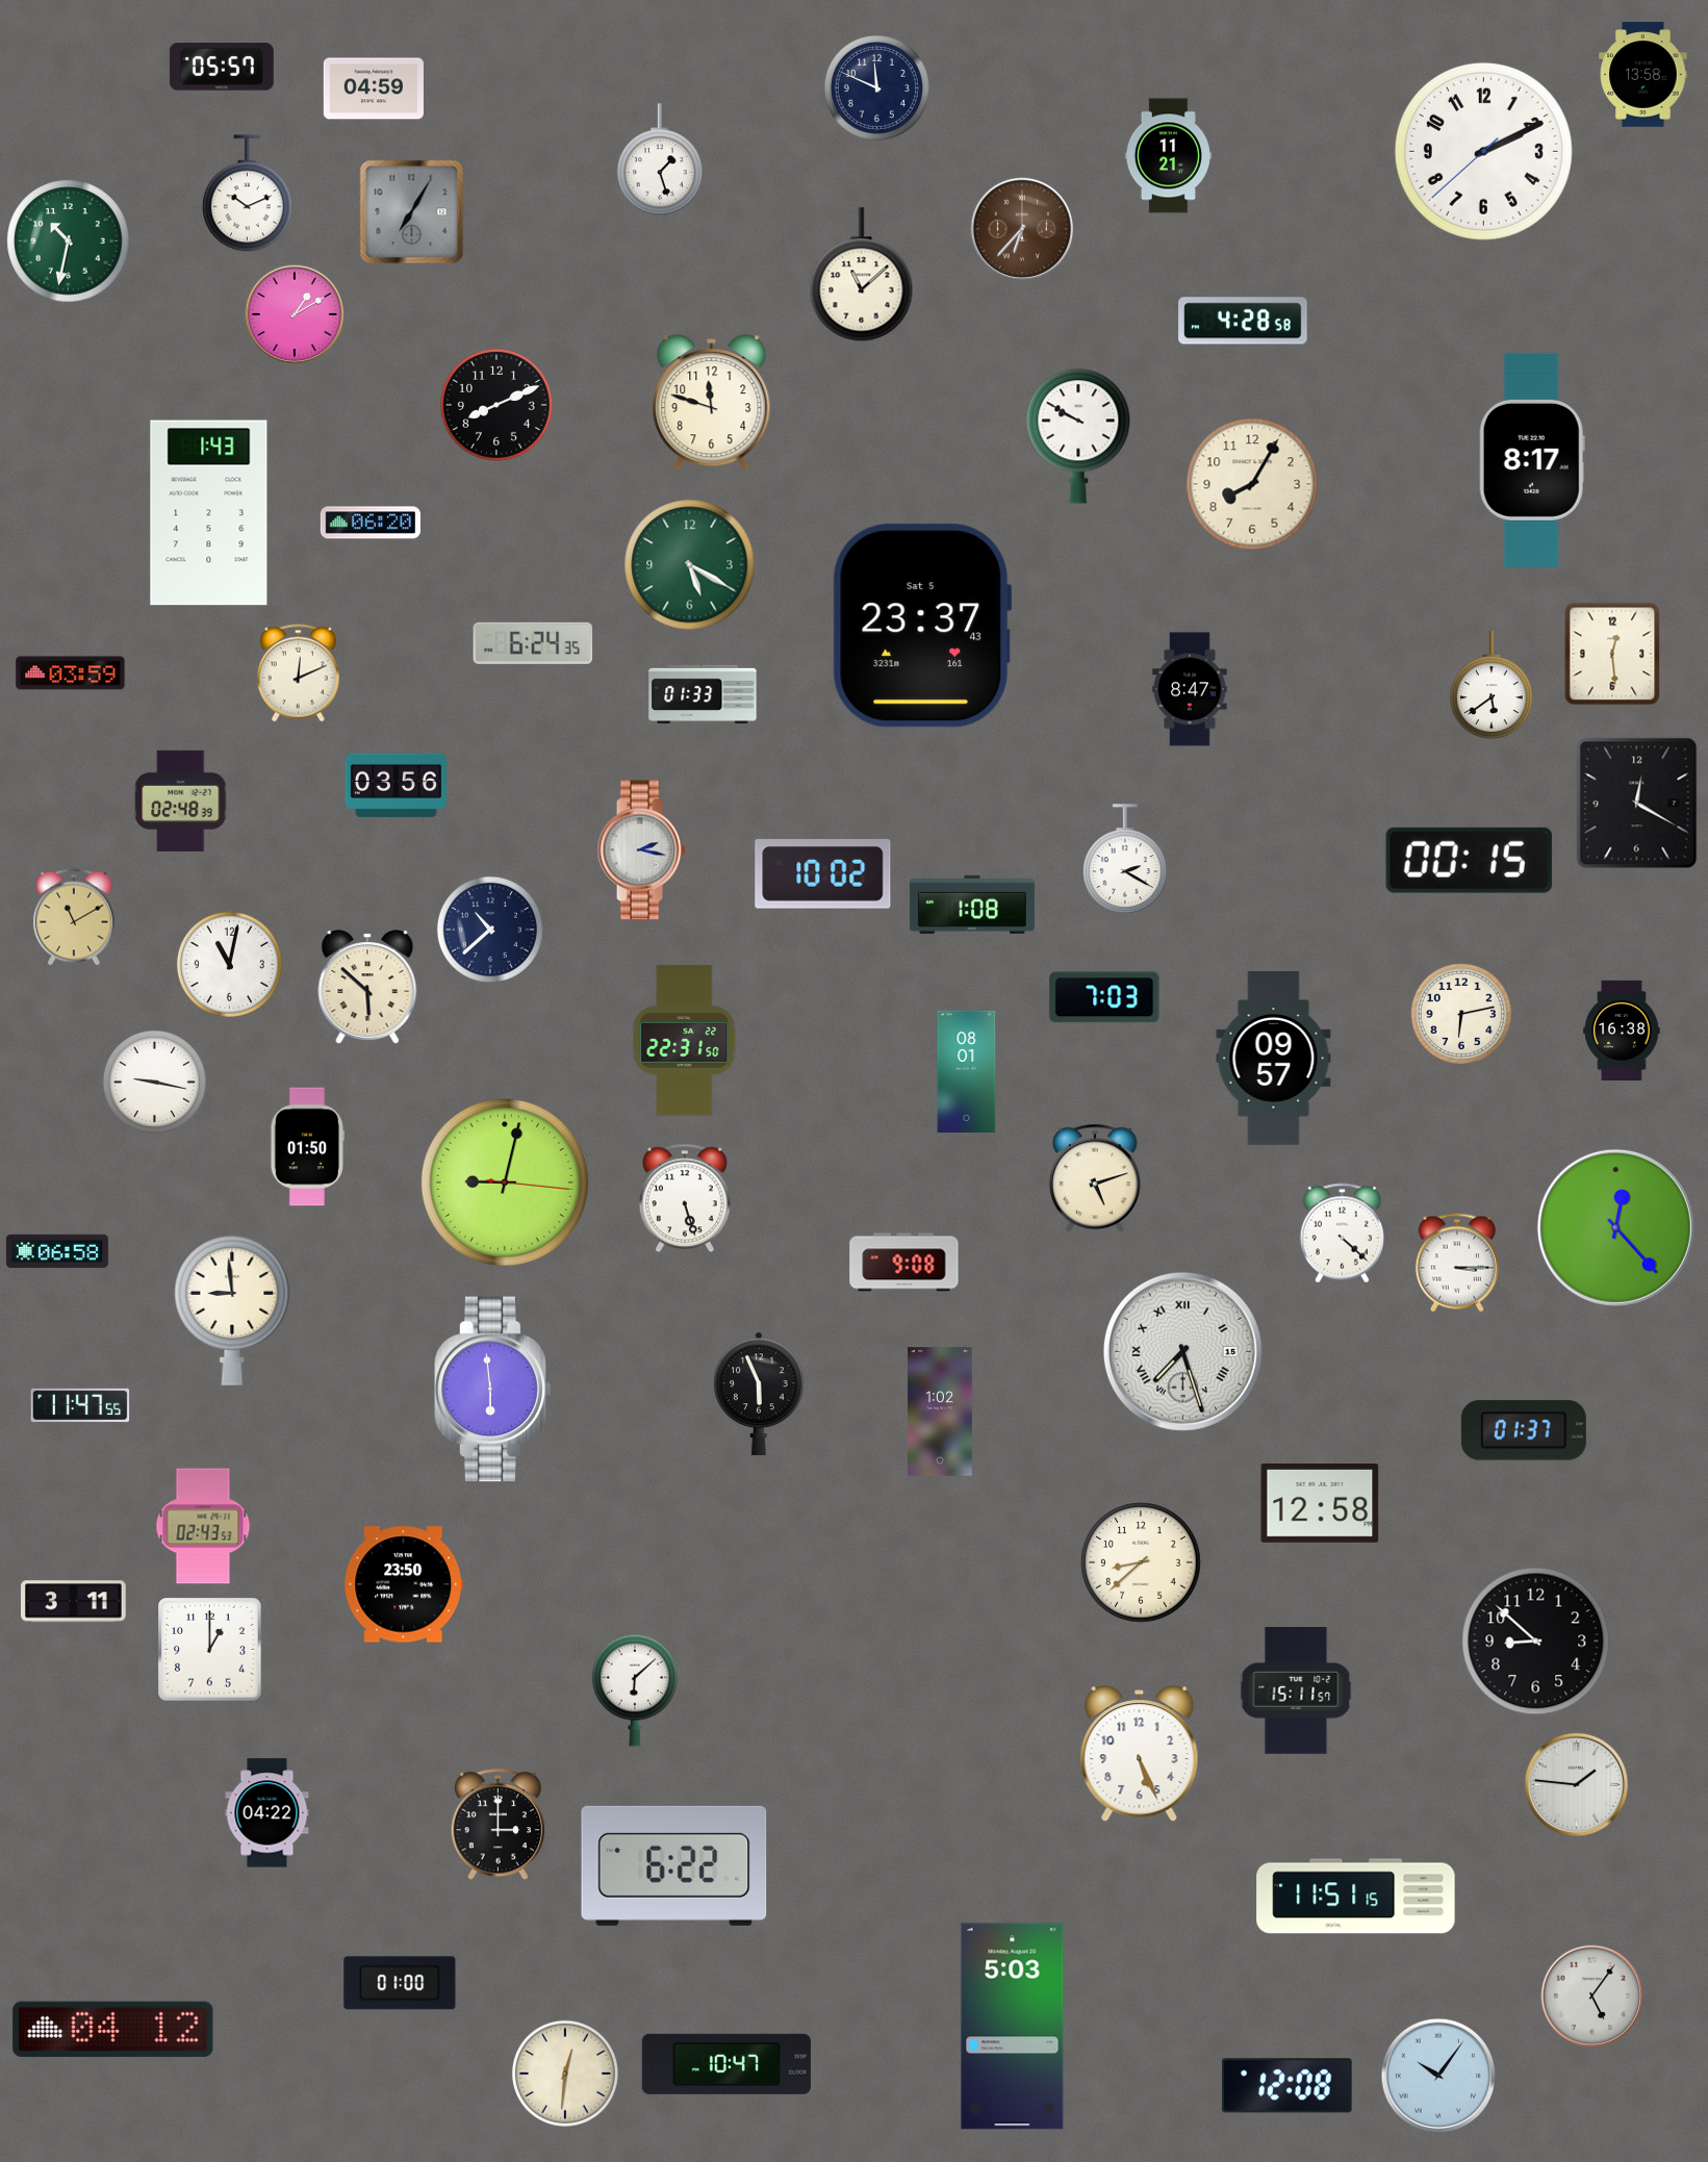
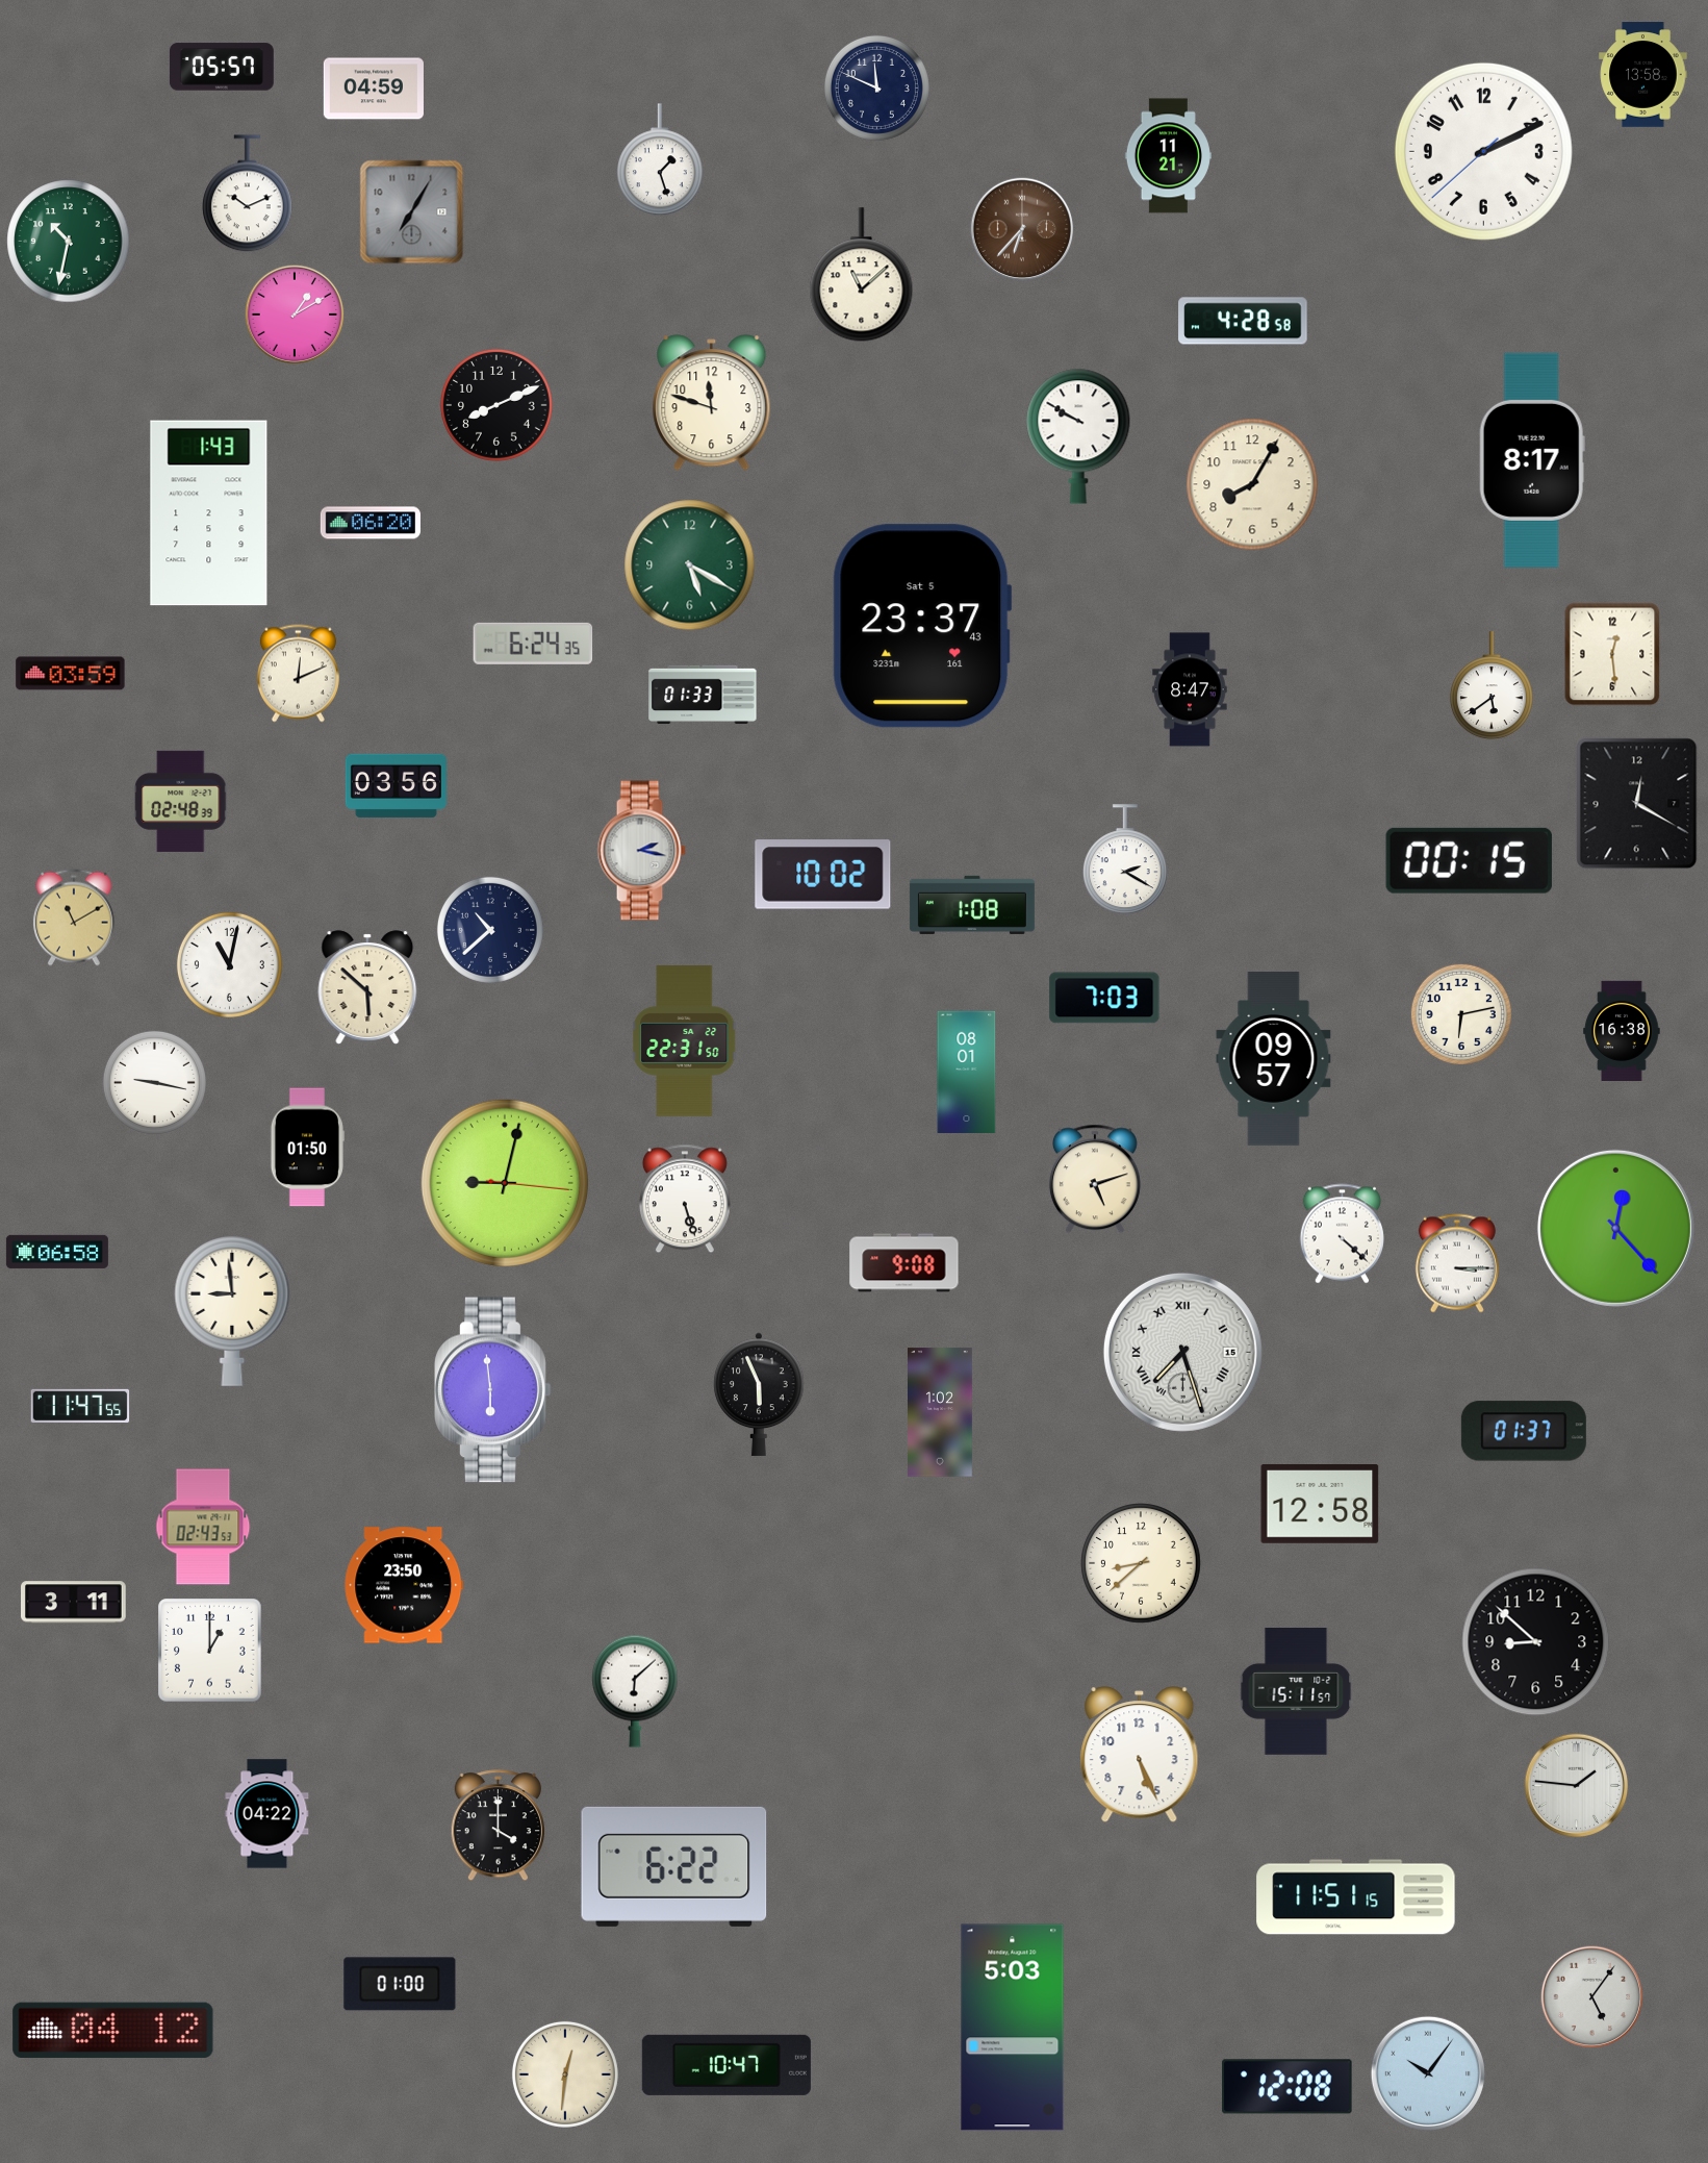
clock at (498, 1825): 3:00 -> 4:00
clock at (1438, 2076) position: (1438, 2076) -> (1428, 2073)
